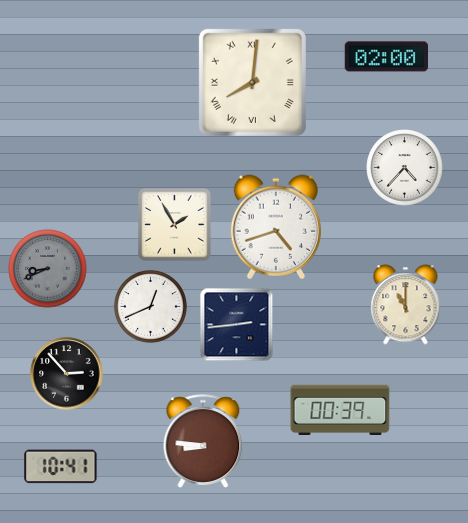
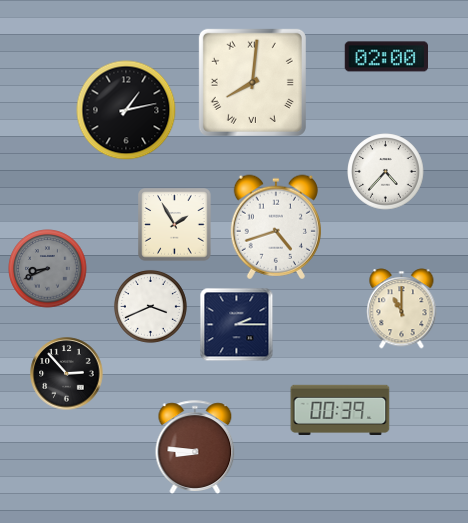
clock at (126, 110): none -> 1:13
clock at (405, 168) position: (405, 168) -> (386, 172)
clock at (406, 305) position: (406, 305) -> (402, 309)
clock at (150, 306): 12:41 -> 3:41
clock at (237, 325): 2:44 -> 2:15
clock at (203, 441) position: (203, 441) -> (195, 447)
clock at (61, 467): 10:41 -> none
